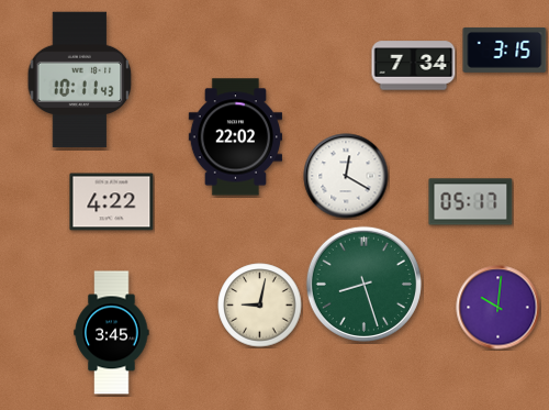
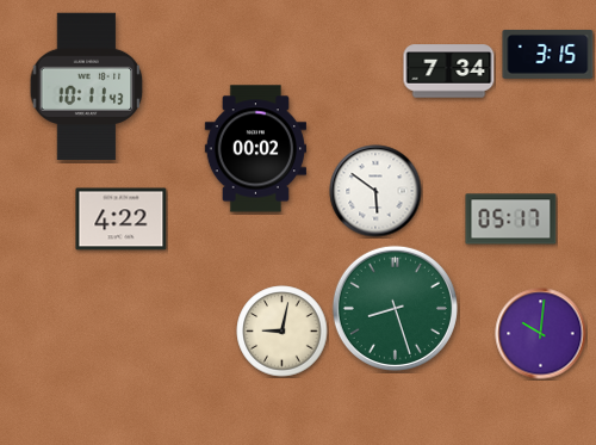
clock at (235, 137): 22:02 -> 00:02
clock at (346, 176): 12:20 -> 5:51
clock at (112, 333): 3:45 -> none
